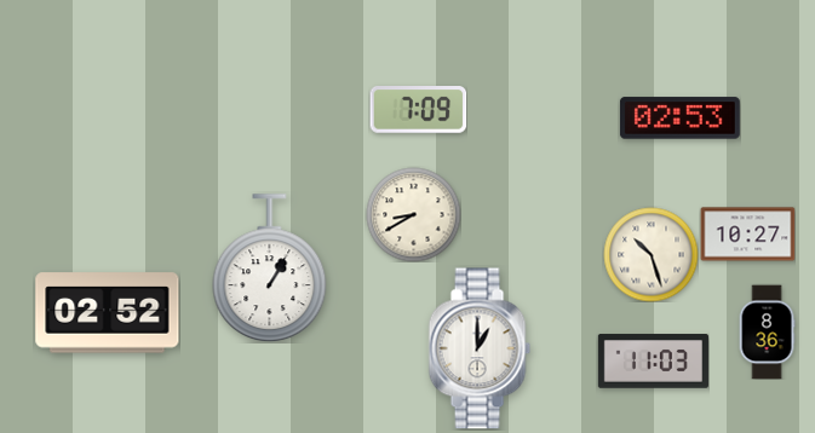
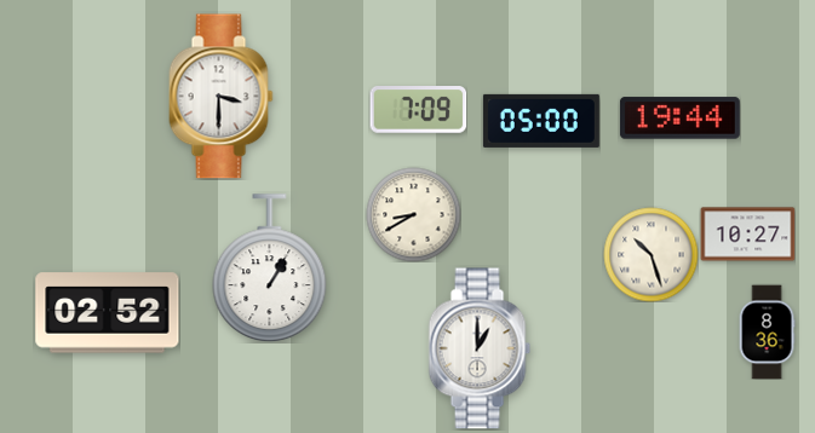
clock at (222, 97): none -> 3:30
clock at (679, 119): 02:53 -> 19:44
clock at (541, 121): none -> 05:00
clock at (653, 362): 11:03 -> none
